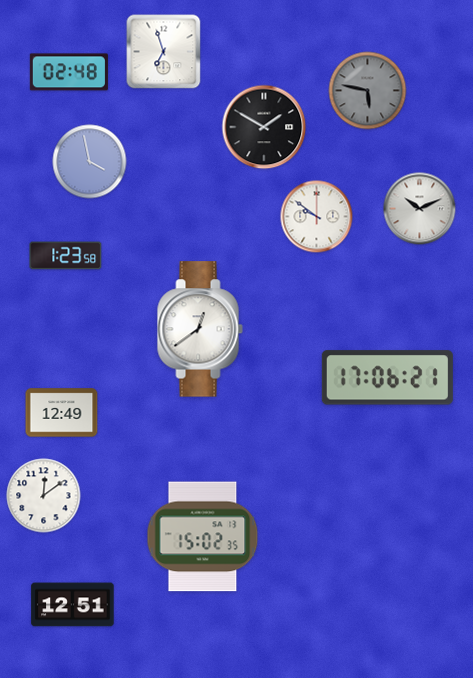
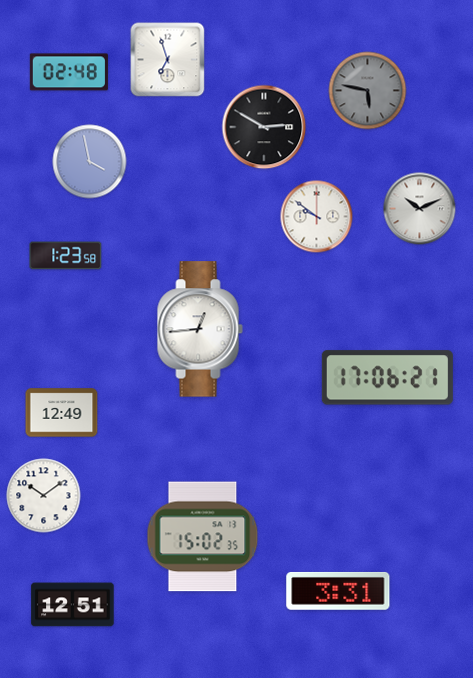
clock at (164, 52) position: (164, 52) -> (168, 60)
clock at (264, 127): 1:50 -> 2:50
clock at (200, 329): 12:39 -> 12:44
clock at (44, 496): 12:09 -> 10:09
clock at (338, 591): none -> 3:31
